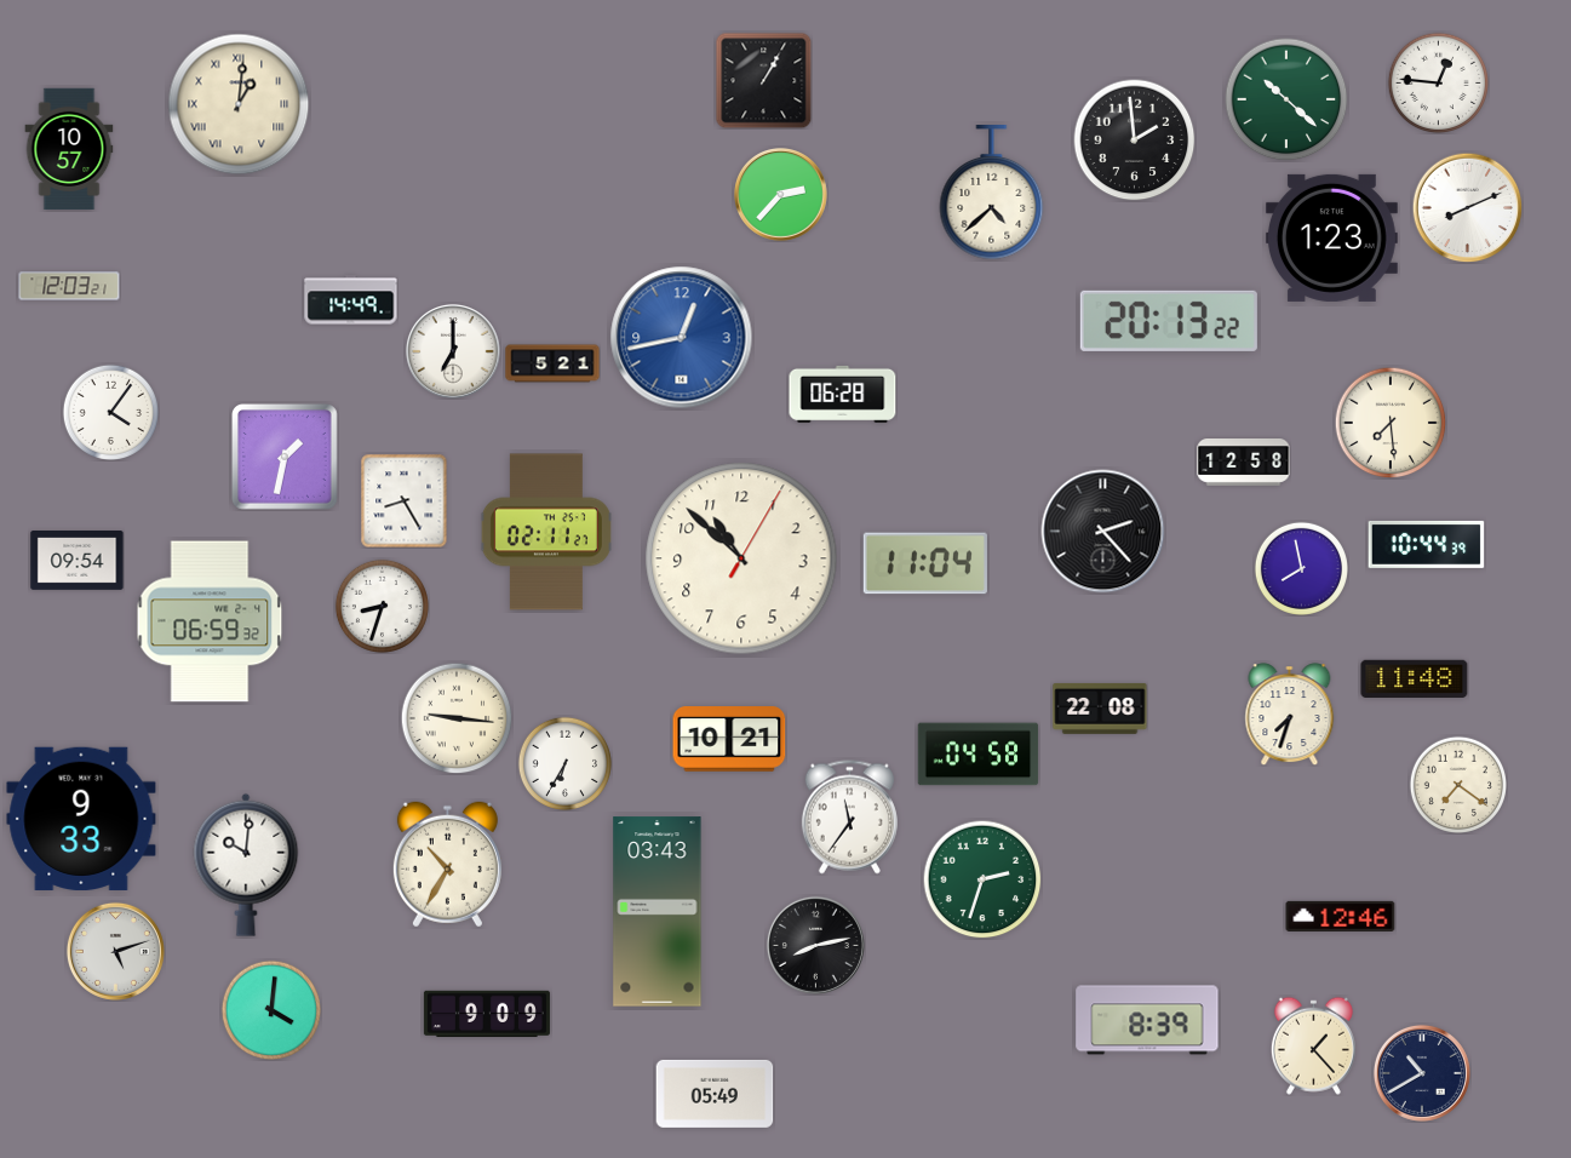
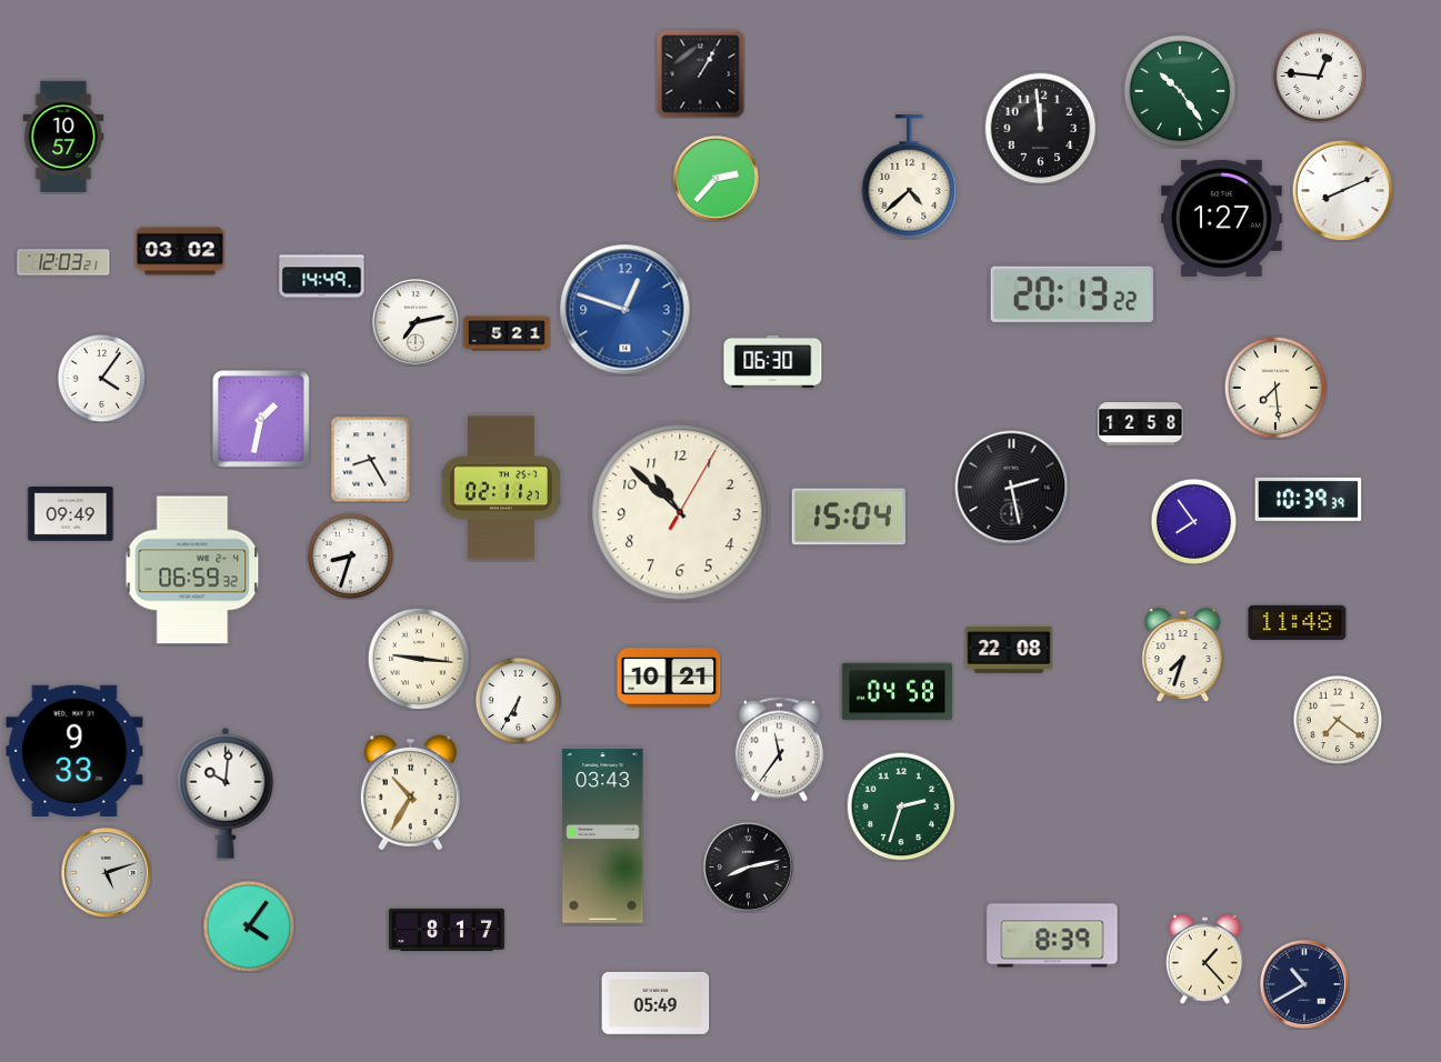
clock at (1286, 99): 10:22 -> 10:24
clock at (239, 104): 1:01 -> none
clock at (1135, 141): 1:59 -> 11:59
clock at (1467, 207) position: (1467, 207) -> (1342, 190)
clock at (1331, 237): 1:23 -> 1:27
clock at (180, 251): none -> 03:02
clock at (682, 338): 12:43 -> 12:48
clock at (453, 351): 7:00 -> 7:13
clock at (843, 394): 06:28 -> 06:30
clock at (1103, 532): 2:23 -> 2:28
clock at (1427, 544): 10:44 -> 10:39
clock at (78, 561): 09:54 -> 09:49
clock at (925, 563): 11:04 -> 15:04
clock at (1301, 568): 7:58 -> 7:54
clock at (1341, 916): 12:46 -> none
clock at (270, 1009): 4:01 -> 4:06
clock at (487, 1014): 9:09 -> 8:17
